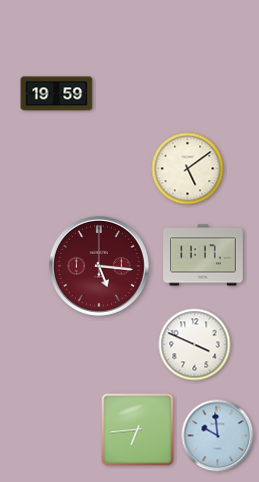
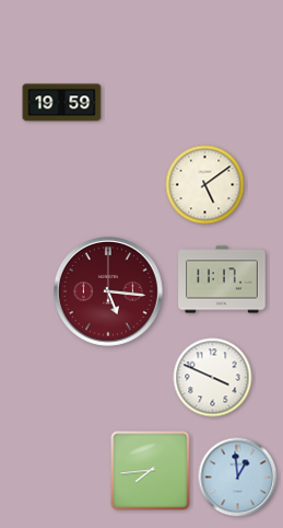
clock at (138, 430): 6:44 -> 7:44
clock at (218, 436): 9:59 -> 12:59
